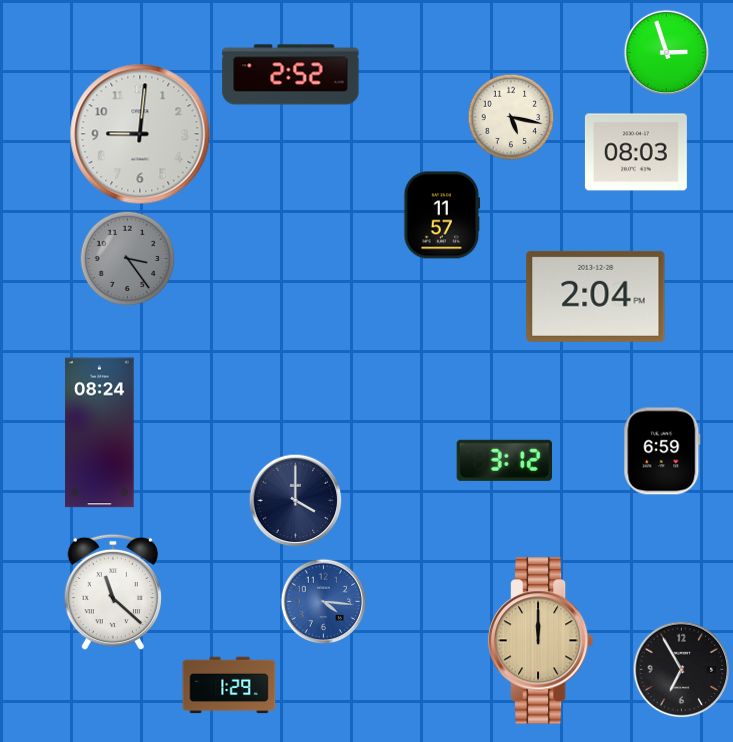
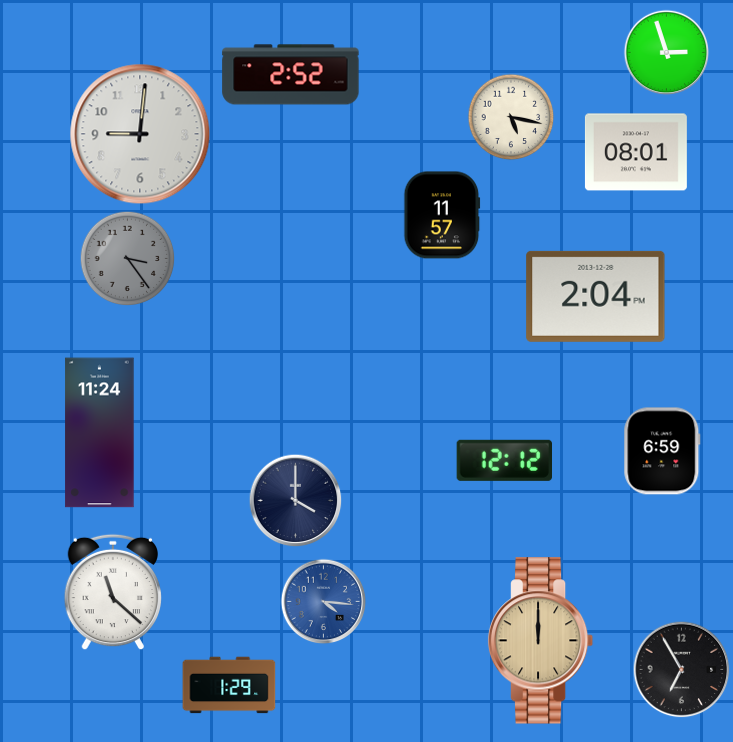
clock at (636, 152): 08:03 -> 08:01
clock at (100, 433): 08:24 -> 11:24
clock at (504, 460): 3:12 -> 12:12
